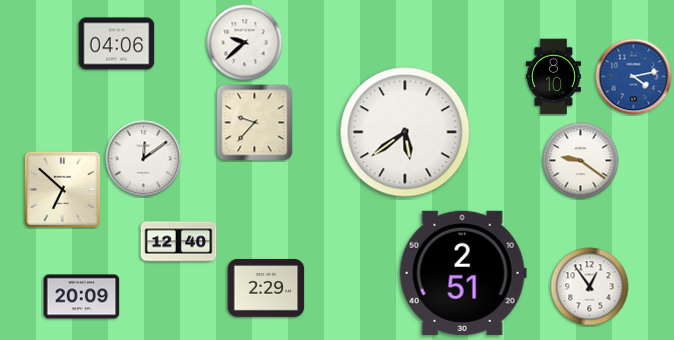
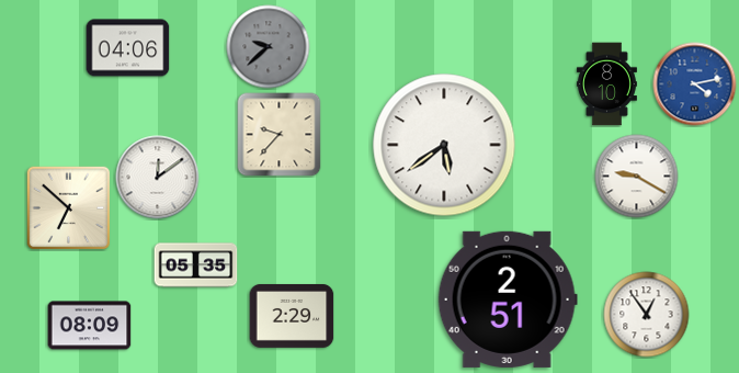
clock at (245, 43) dial: white -> grey
clock at (144, 159) position: (144, 159) -> (158, 178)
clock at (581, 161): 9:21 -> 9:20
clock at (179, 242): 12:40 -> 05:35
clock at (82, 297): 20:09 -> 08:09
